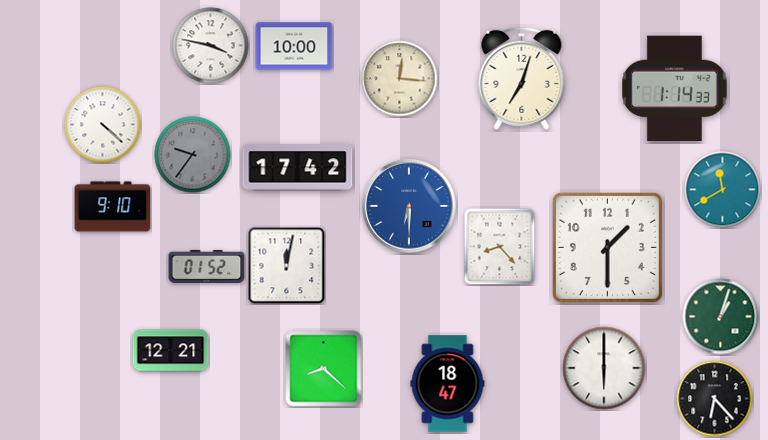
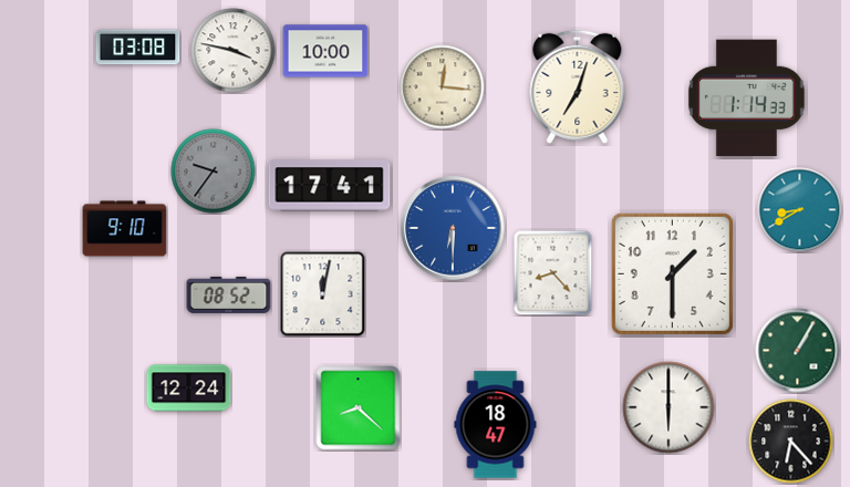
clock at (138, 48): none -> 03:08
clock at (103, 125): 4:22 -> none
clock at (298, 168): 17:42 -> 17:41
clock at (723, 190): 11:40 -> 8:40
clock at (207, 266): 01:52 -> 08:52
clock at (287, 266) position: (287, 266) -> (323, 294)
clock at (721, 317): 1:03 -> 1:05
clock at (171, 351): 12:21 -> 12:24
